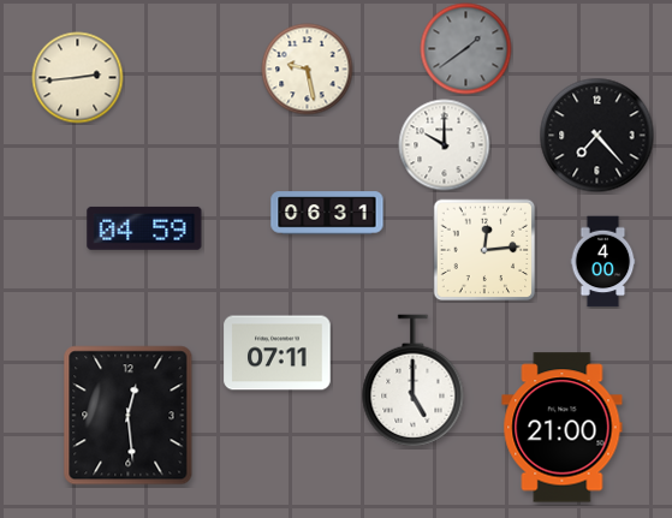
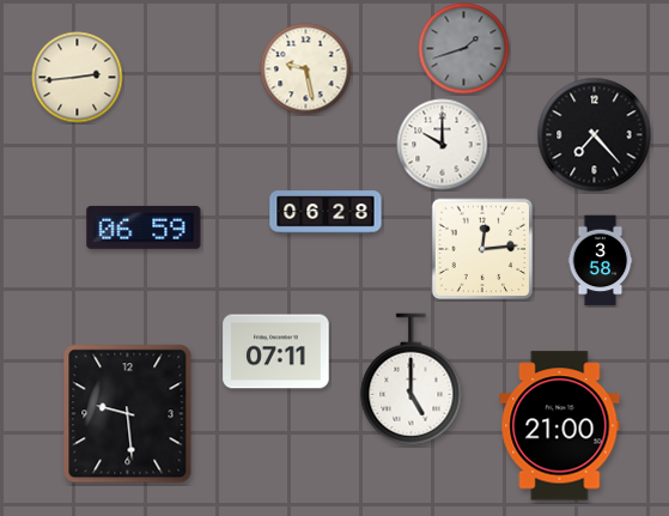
clock at (466, 49): 1:39 -> 1:42
clock at (327, 213): 06:31 -> 06:28
clock at (144, 228): 04:59 -> 06:59
clock at (603, 262): 4:00 -> 3:58
clock at (129, 416): 12:29 -> 9:29
